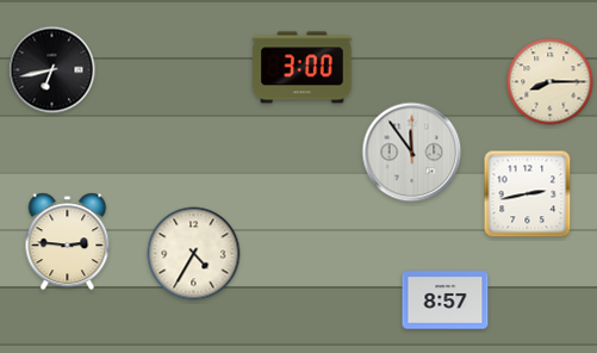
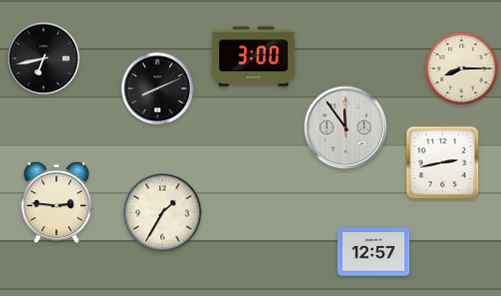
clock at (158, 89): none -> 8:11
clock at (194, 254): 4:35 -> 1:35
clock at (446, 301): 8:57 -> 12:57
